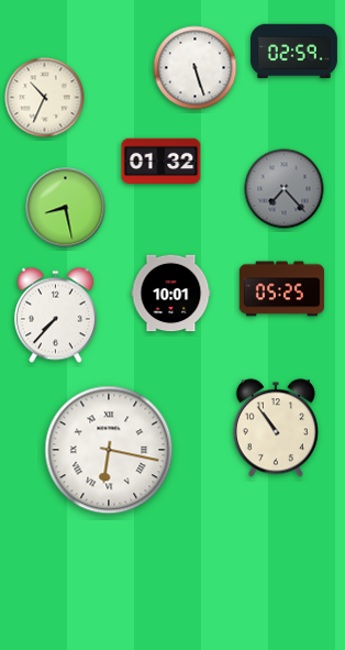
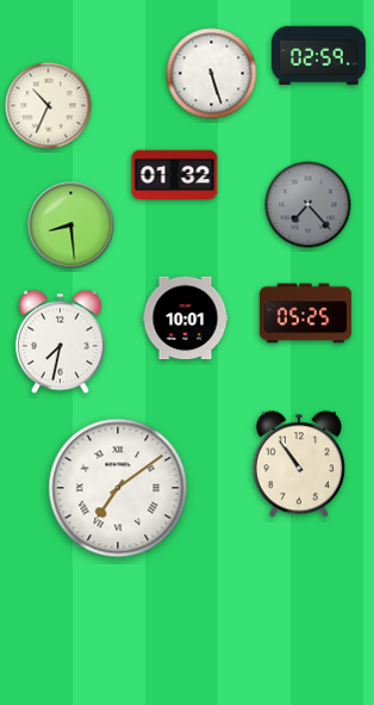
clock at (66, 208): 8:28 -> 8:29
clock at (56, 316): 7:37 -> 7:32
clock at (109, 450): 6:17 -> 7:09
